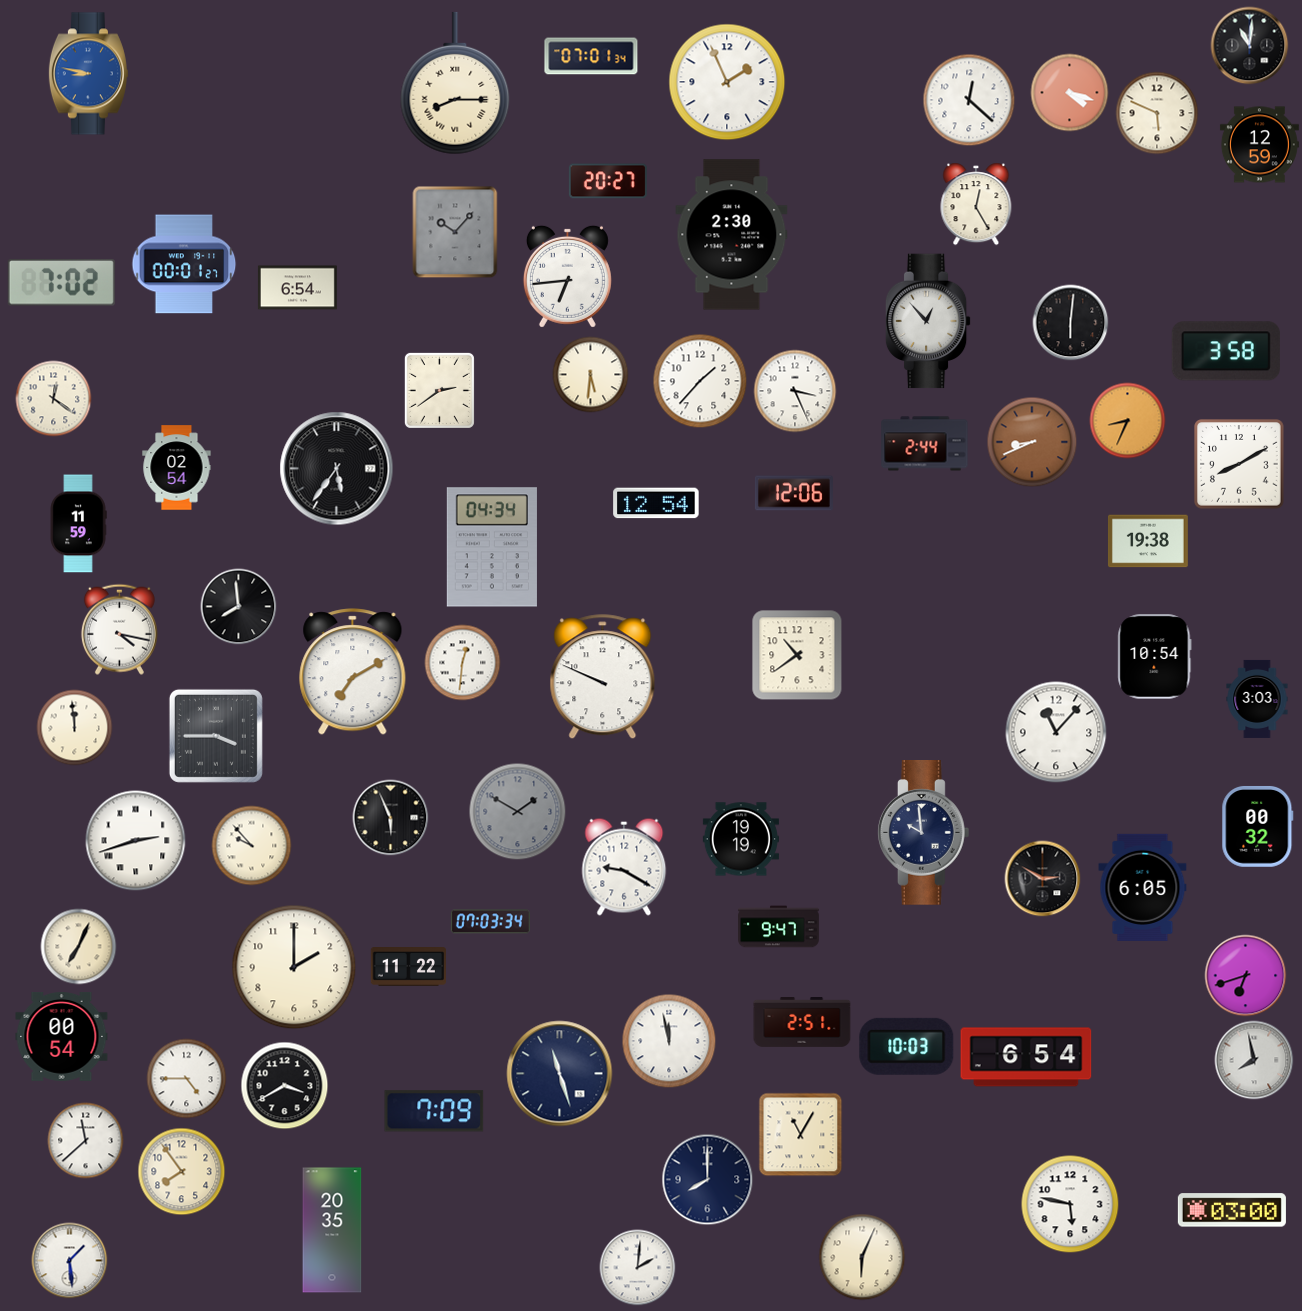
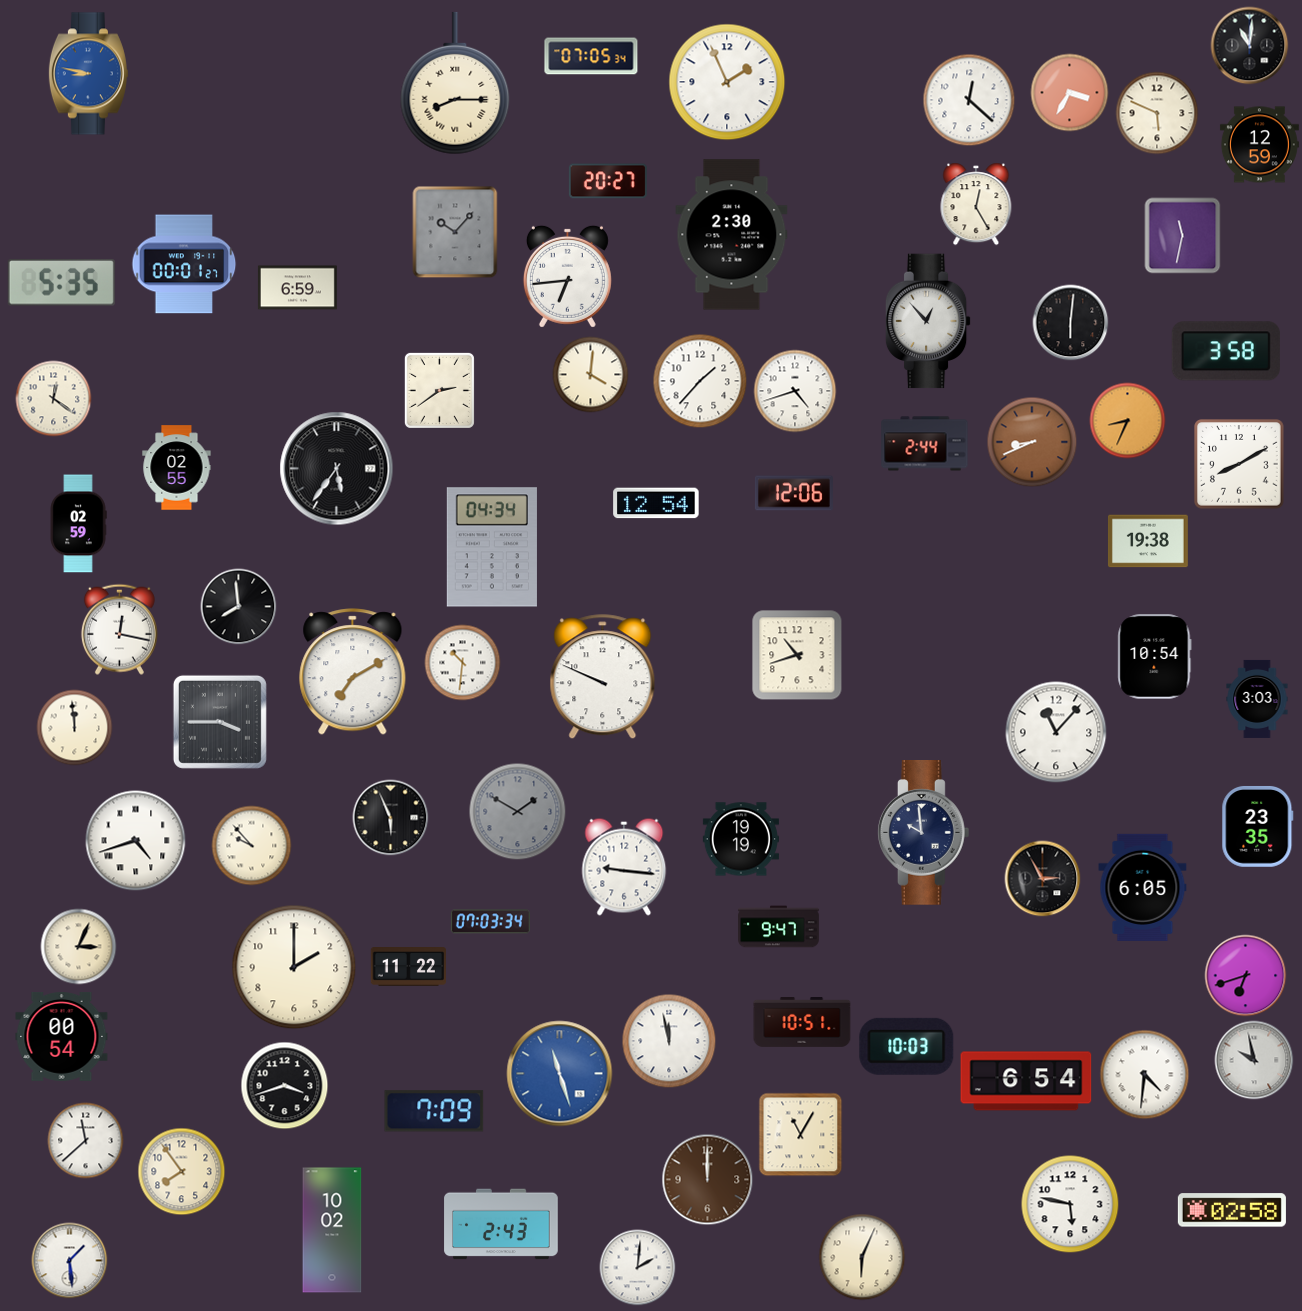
clock at (591, 56): 07:01 -> 07:05
clock at (1070, 93): 4:18 -> 3:35
clock at (1183, 236): none -> 11:32
clock at (61, 283): 7:02 -> 5:35
clock at (297, 288): 6:54 -> 6:59
clock at (591, 375): 5:31 -> 4:01
clock at (795, 391): 3:26 -> 4:42
clock at (177, 468): 02:54 -> 02:55
clock at (78, 524): 11:59 -> 02:59
clock at (119, 629): 4:17 -> 12:17
clock at (797, 655): 10:39 -> 10:42
clock at (463, 663): 12:31 -> 10:31
clock at (216, 736) position: (216, 736) -> (220, 722)
clock at (1258, 826): 00:32 -> 23:35
clock at (136, 841): 2:42 -> 4:42
clock at (624, 867): 9:20 -> 9:16
clock at (1043, 879): 2:50 -> 2:55
clock at (79, 947): 7:04 -> 3:04
clock at (802, 1023): 2:51 -> 10:51
clock at (1026, 1057) position: (1026, 1057) -> (1026, 1081)
clock at (1254, 1060): 7:58 -> 9:58
clock at (560, 1074) dial: navy -> blue
clock at (1145, 1075): none -> 4:31
clock at (187, 1079): 4:45 -> none
clock at (285, 1086): 3:40 -> 3:42
clock at (708, 1180): 8:00 -> 12:00
clock at (708, 1180) dial: navy -> brown
clock at (1232, 1210): 03:00 -> 02:58
clock at (501, 1224): none -> 2:43
clock at (332, 1230): 20:35 -> 10:02
